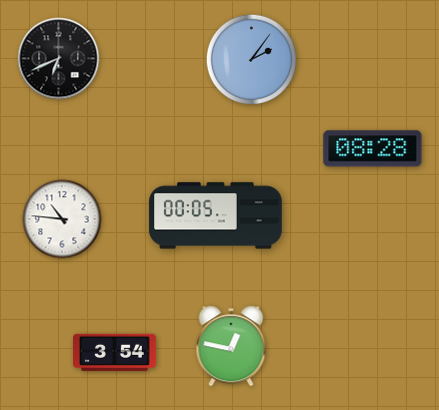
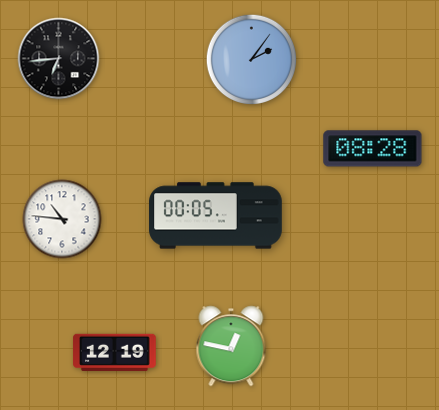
clock at (59, 59): 6:41 -> 6:44
clock at (115, 352): 3:54 -> 12:19
